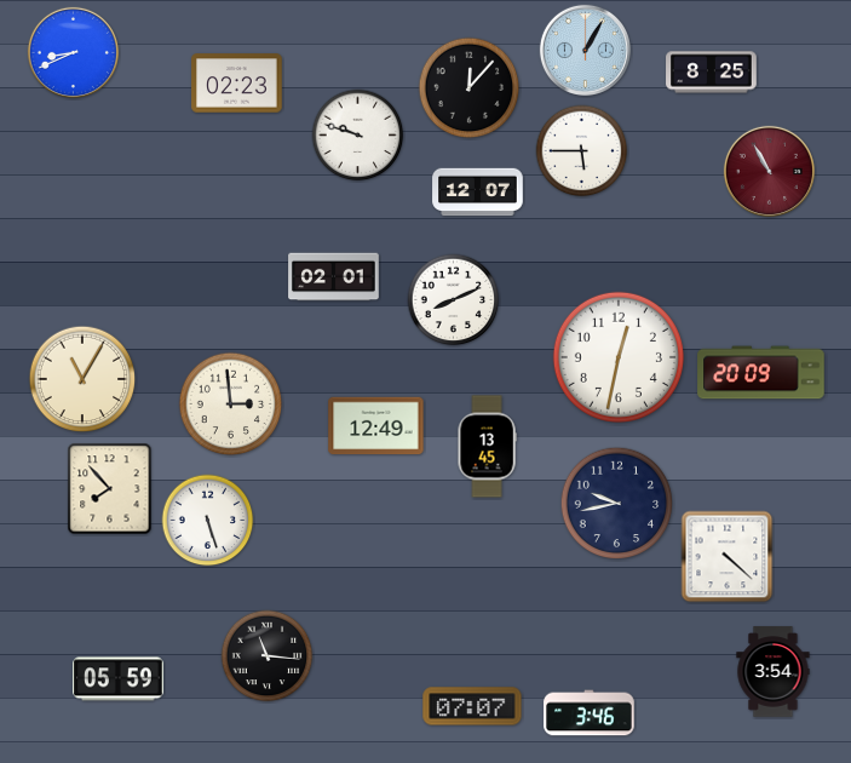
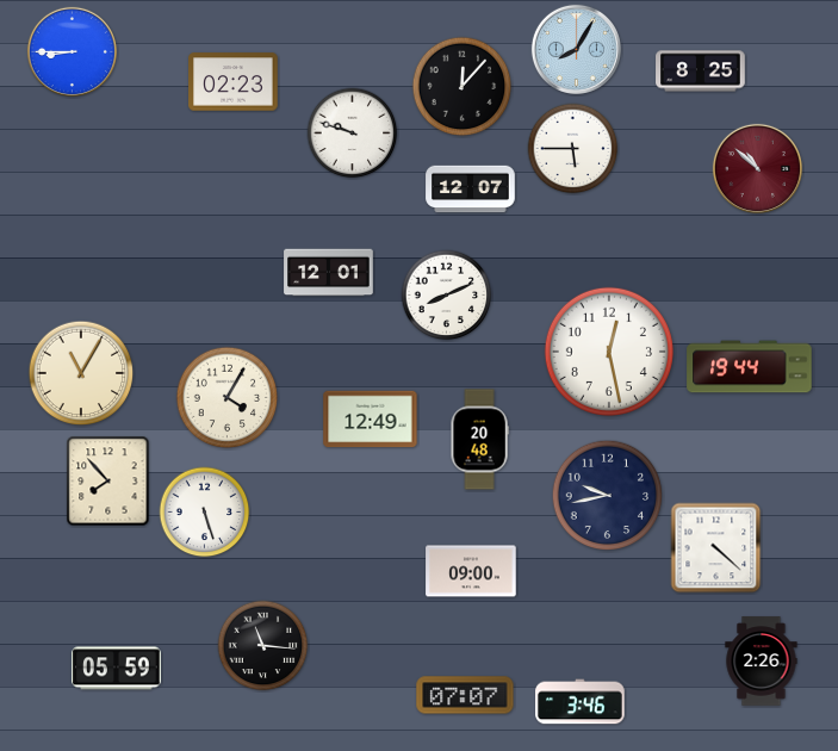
clock at (585, 50): 1:05 -> 8:05
clock at (73, 52): 8:41 -> 8:45
clock at (769, 171): 10:55 -> 10:52
clock at (334, 277): 02:01 -> 12:01
clock at (619, 357): 12:32 -> 12:28
clock at (761, 373): 20:09 -> 19:44
clock at (231, 405): 2:59 -> 4:05
clock at (487, 447): 13:45 -> 20:48
clock at (471, 571): none -> 09:00
clock at (774, 672): 3:54 -> 2:26
